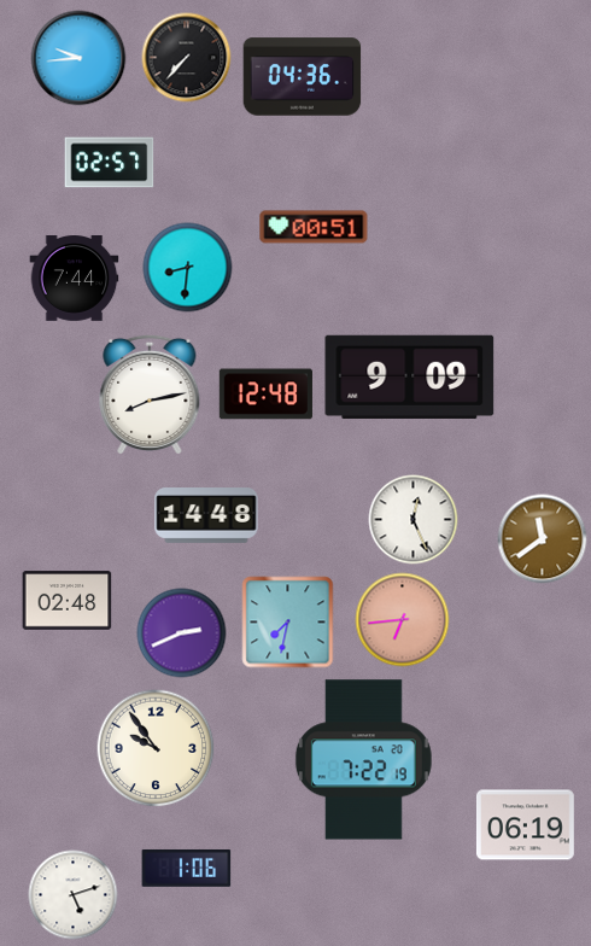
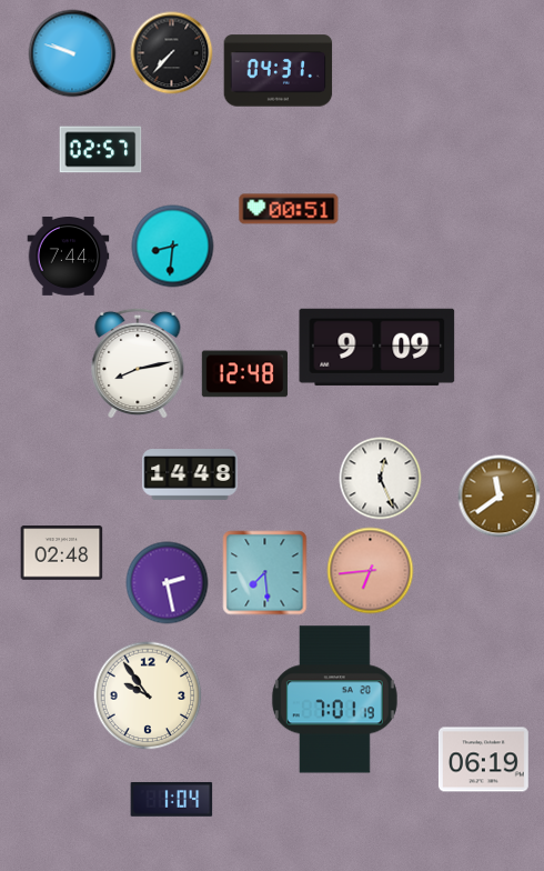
clock at (78, 58): 9:44 -> 9:48
clock at (303, 77): 04:36 -> 04:31
clock at (265, 395) position: (265, 395) -> (244, 374)
clock at (288, 623): 7:32 -> 7:29
clock at (182, 633): 2:41 -> 2:28
clock at (156, 748) position: (156, 748) -> (148, 695)
clock at (363, 760): 7:22 -> 7:01
clock at (187, 868): 1:06 -> 1:04
clock at (74, 895): 5:12 -> none
